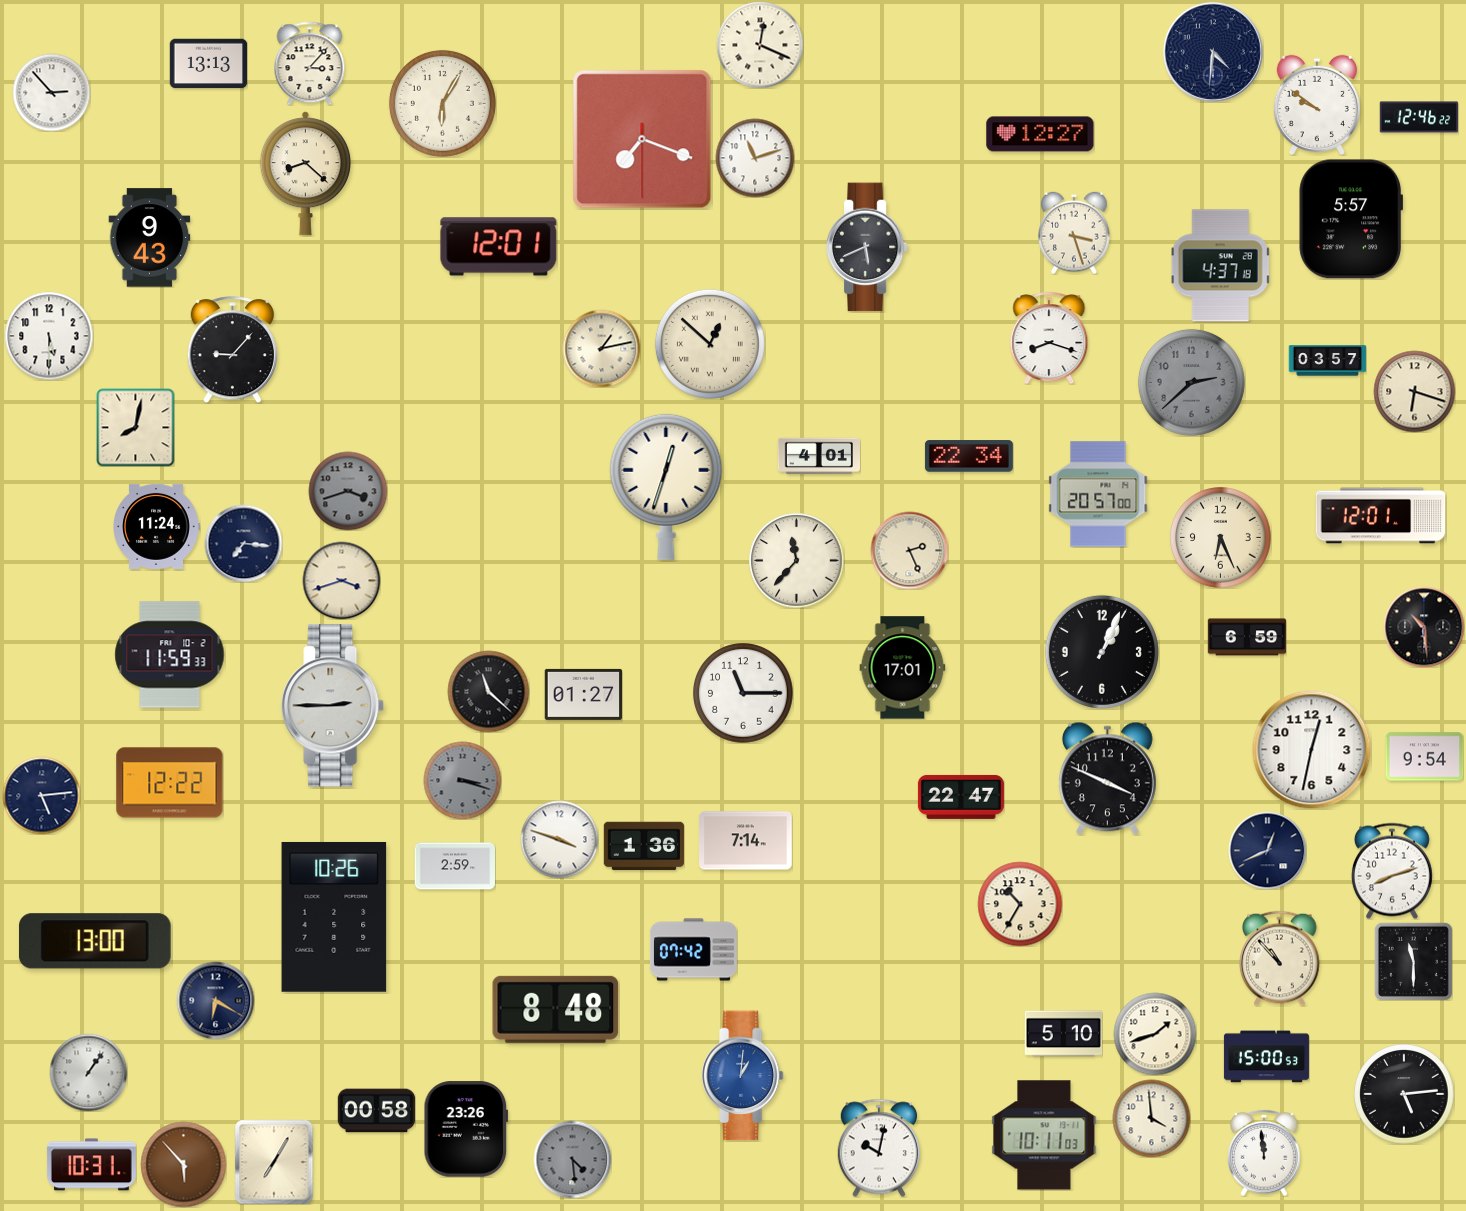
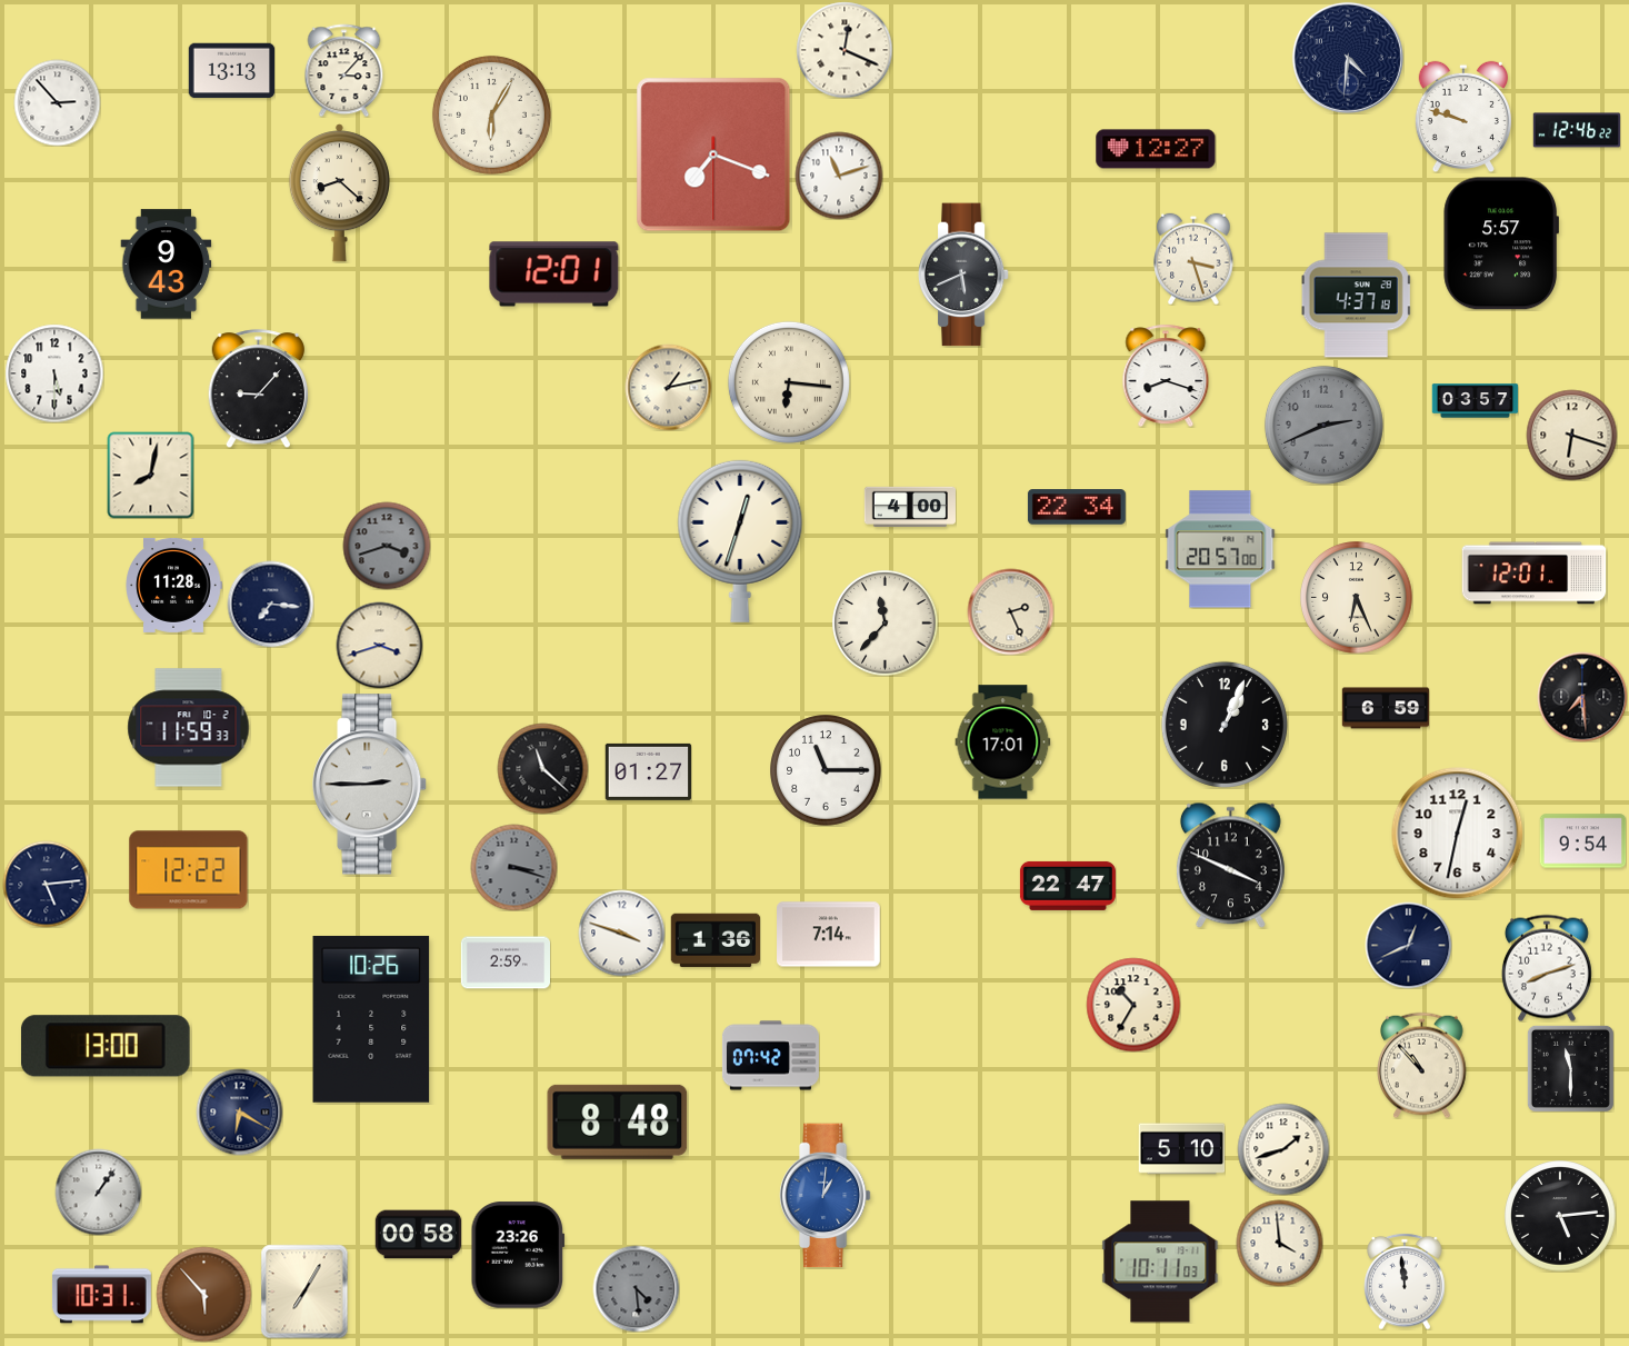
clock at (1317, 105): 9:51 -> 9:48
clock at (710, 344): 12:52 -> 6:16
clock at (1191, 382): 2:38 -> 2:41
clock at (819, 455): 4:01 -> 4:00
clock at (156, 526): 11:24 -> 11:28
clock at (1424, 627): 10:29 -> 7:29
clock at (1266, 1057): 15:00 -> none
clock at (879, 1148): 10:02 -> none
